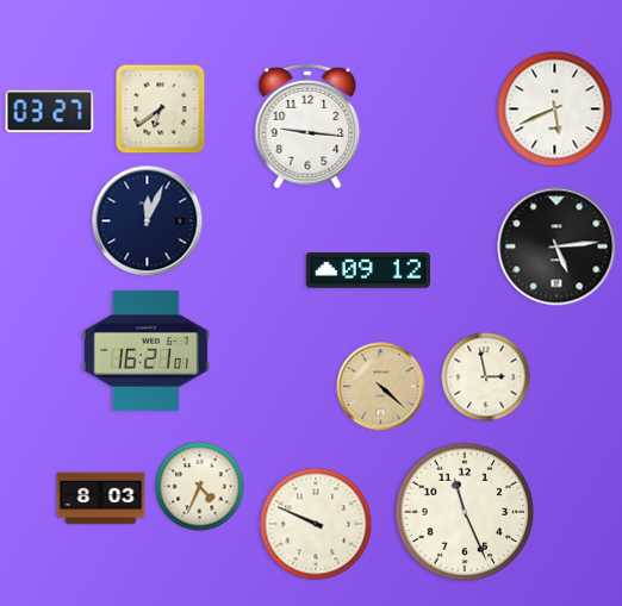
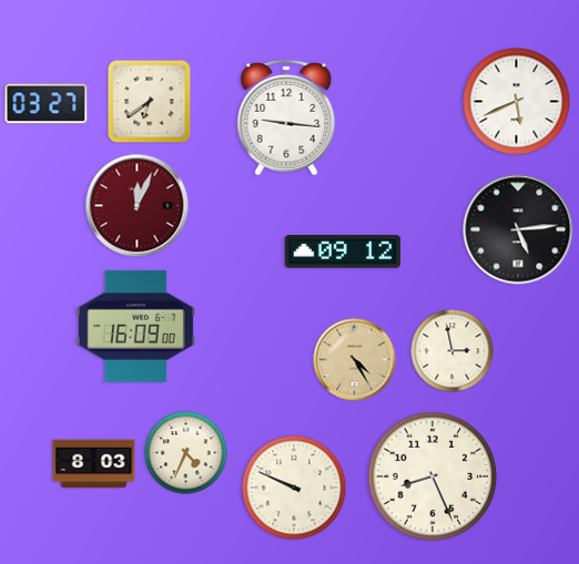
clock at (148, 221) dial: navy -> burgundy
clock at (145, 350): 16:21 -> 16:09
clock at (381, 387): 4:22 -> 4:25
clock at (465, 512): 11:26 -> 8:26
